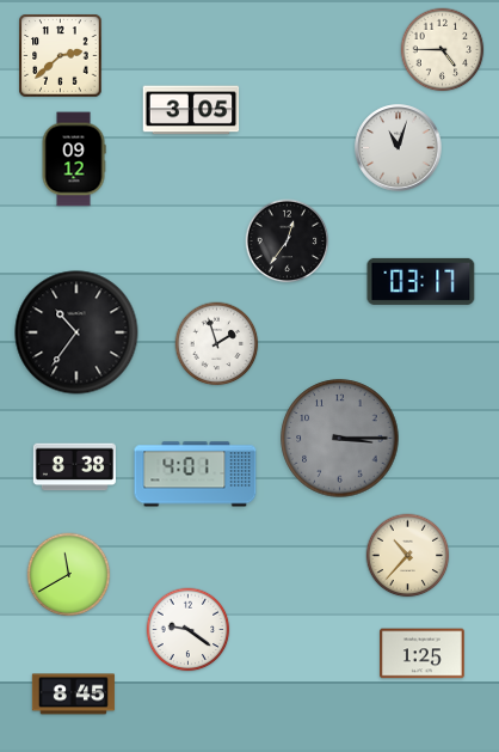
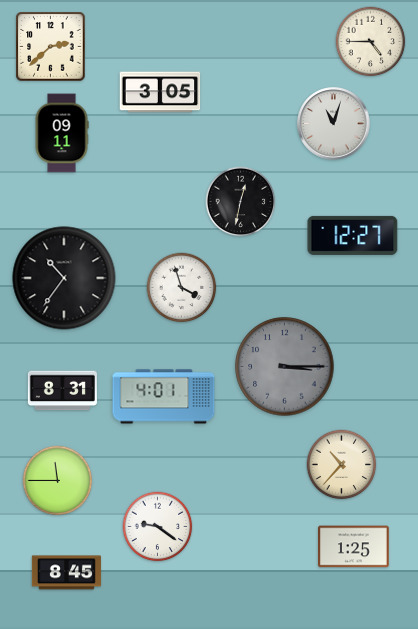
clock at (74, 159): 09:12 -> 09:11
clock at (288, 242): 12:36 -> 12:32
clock at (421, 281): 03:17 -> 12:27
clock at (217, 344): 1:57 -> 3:57
clock at (74, 467): 8:38 -> 8:31
clock at (69, 575): 11:40 -> 11:45
clock at (73, 695) position: (73, 695) -> (66, 573)
